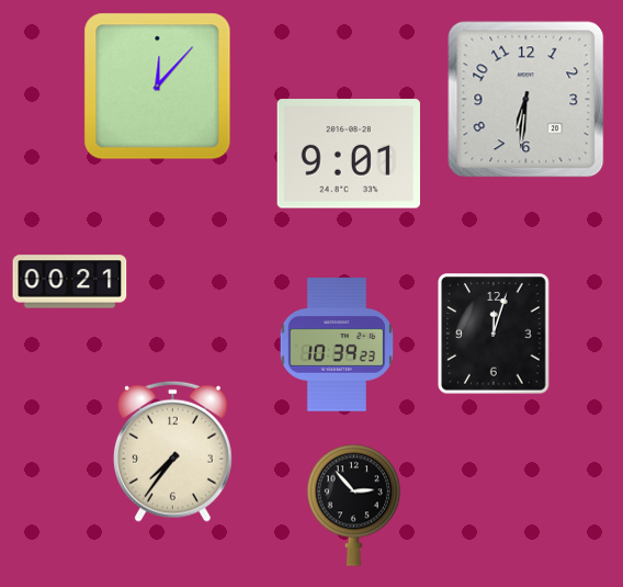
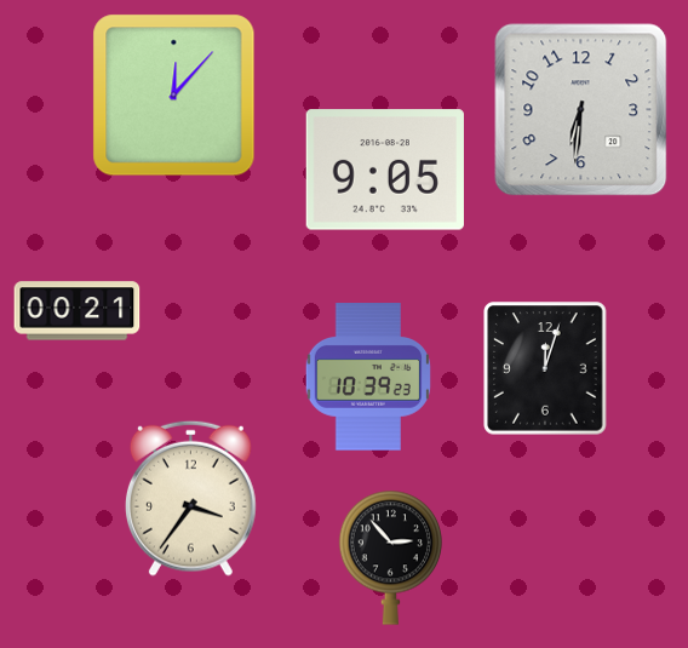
clock at (349, 154): 9:01 -> 9:05
clock at (337, 345) position: (337, 345) -> (368, 377)
clock at (172, 451): 7:36 -> 3:36
